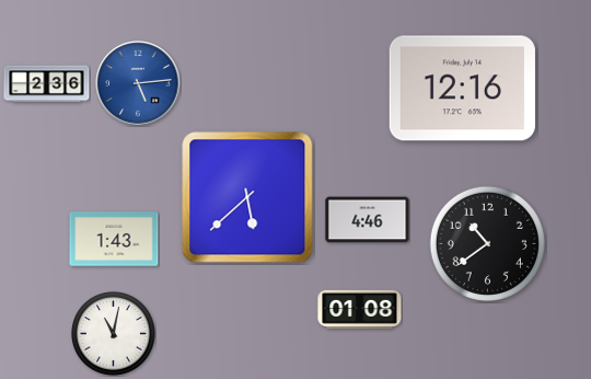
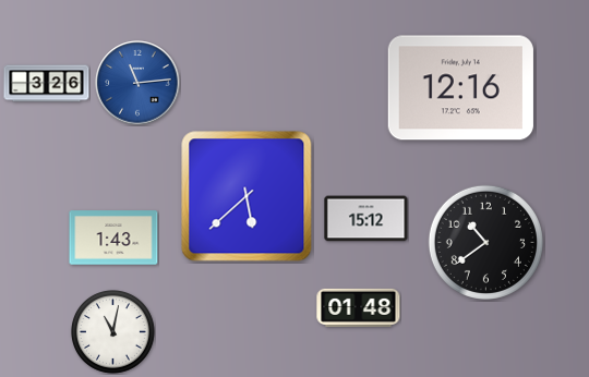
clock at (138, 83): 5:14 -> 11:14
clock at (47, 84): 2:36 -> 3:26
clock at (368, 220): 4:46 -> 15:12
clock at (360, 309): 01:08 -> 01:48
